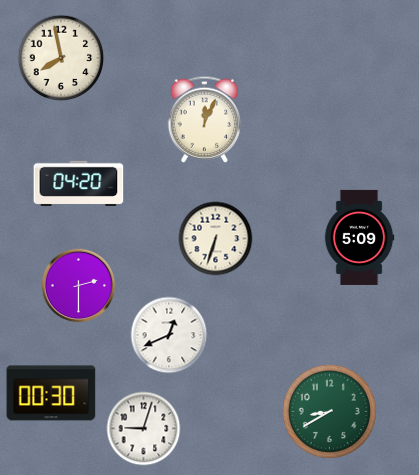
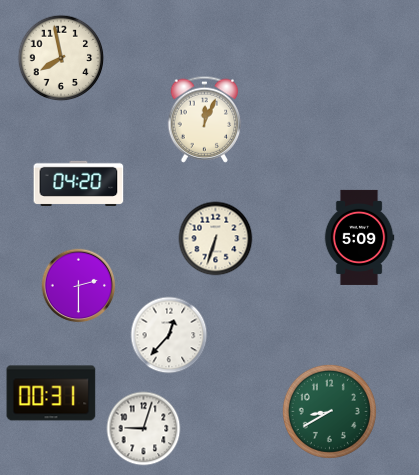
clock at (169, 335): 12:41 -> 12:37
clock at (51, 393): 00:30 -> 00:31
